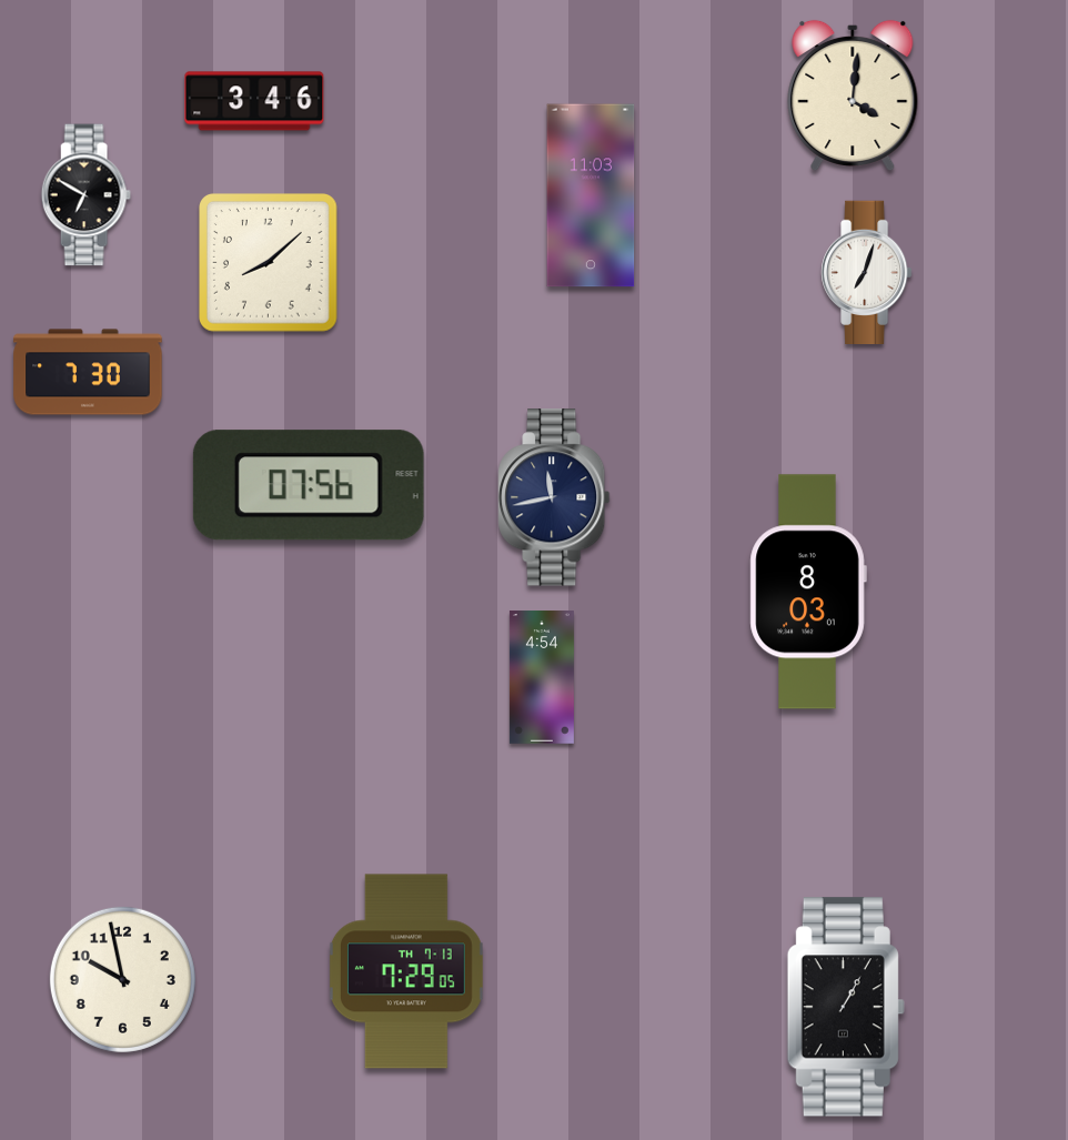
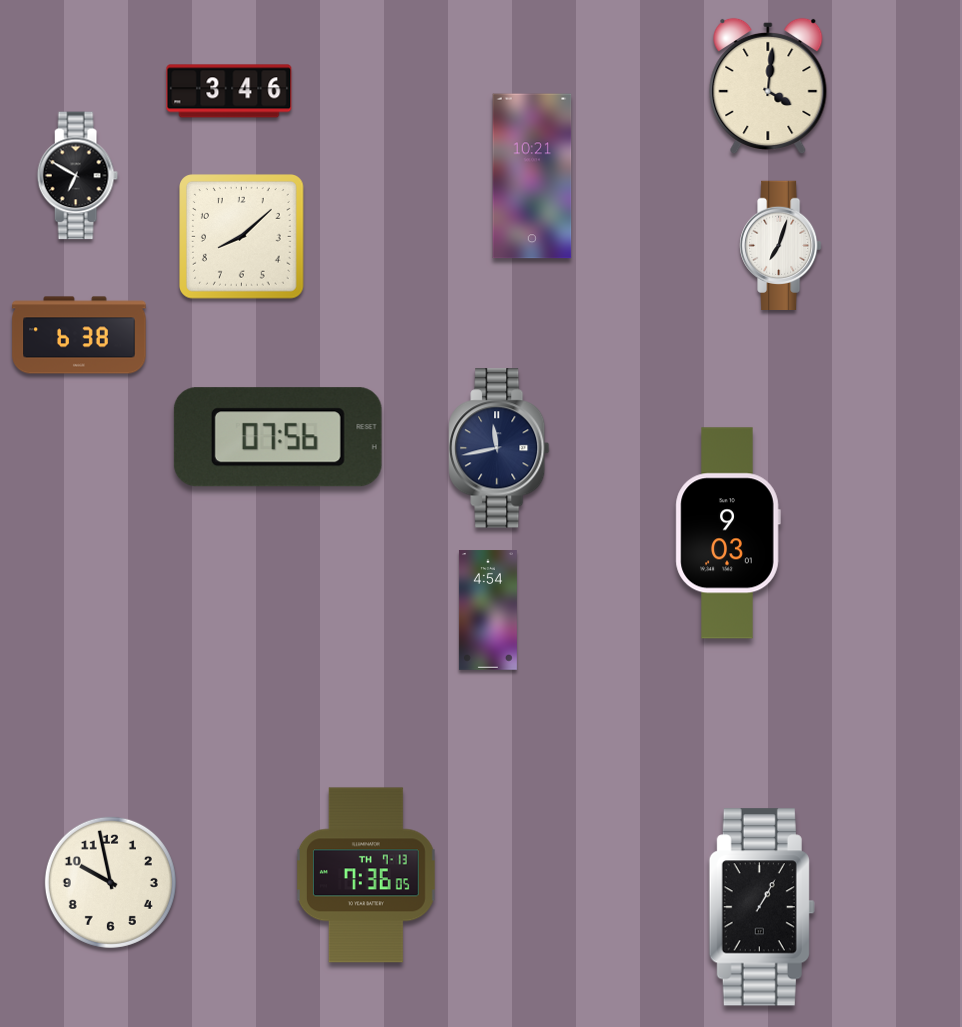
clock at (591, 195): 11:03 -> 10:21
clock at (88, 372): 7:30 -> 6:38
clock at (808, 592): 8:03 -> 9:03
clock at (406, 971): 7:29 -> 7:36
